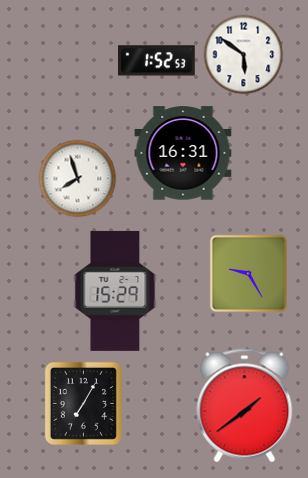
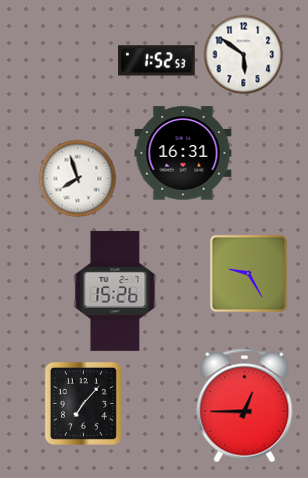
clock at (115, 291): 15:29 -> 15:26
clock at (83, 403): 7:05 -> 7:07
clock at (245, 406): 1:39 -> 12:45
